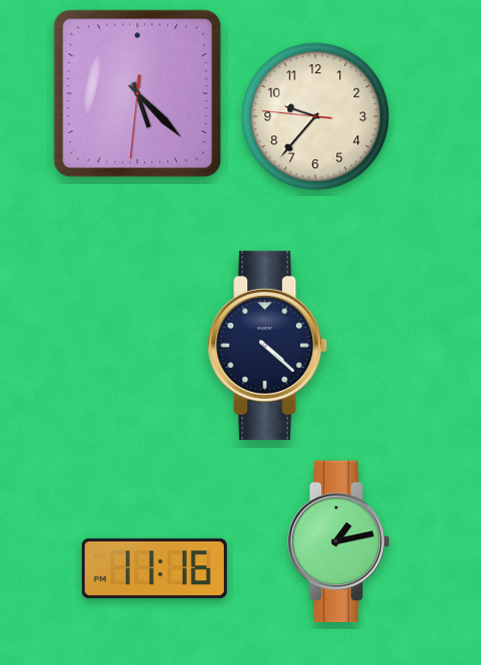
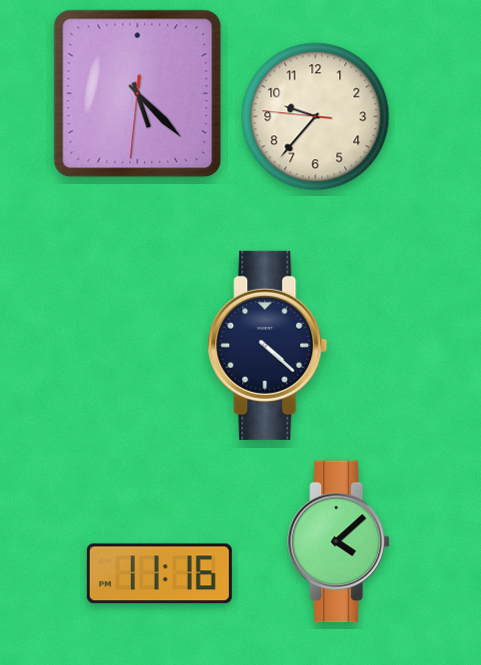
clock at (339, 542): 1:13 -> 4:08
clock at (154, 569) position: (154, 569) -> (159, 574)
